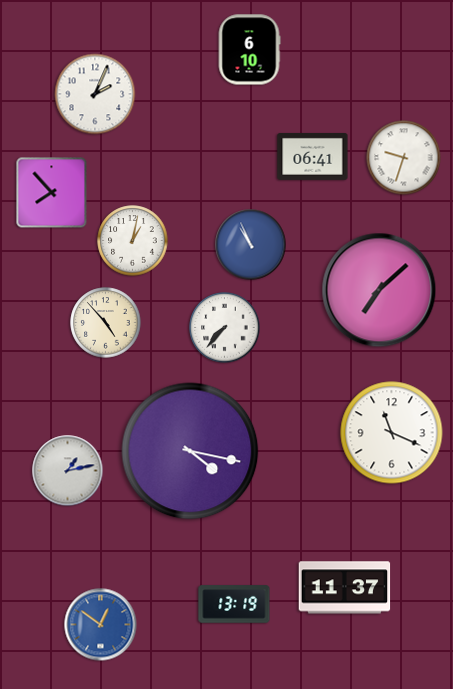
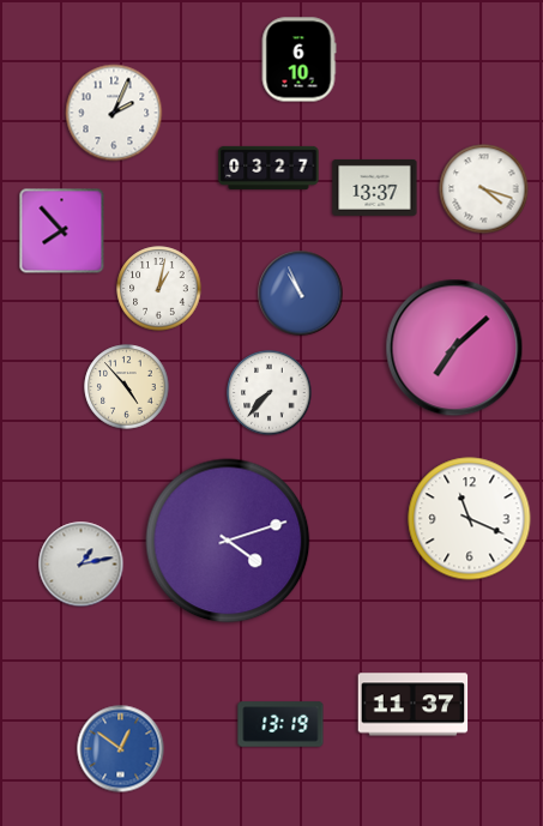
clock at (269, 168): none -> 03:27
clock at (313, 156): 06:41 -> 13:37
clock at (404, 158): 9:33 -> 4:18
clock at (190, 451): 4:17 -> 4:12
